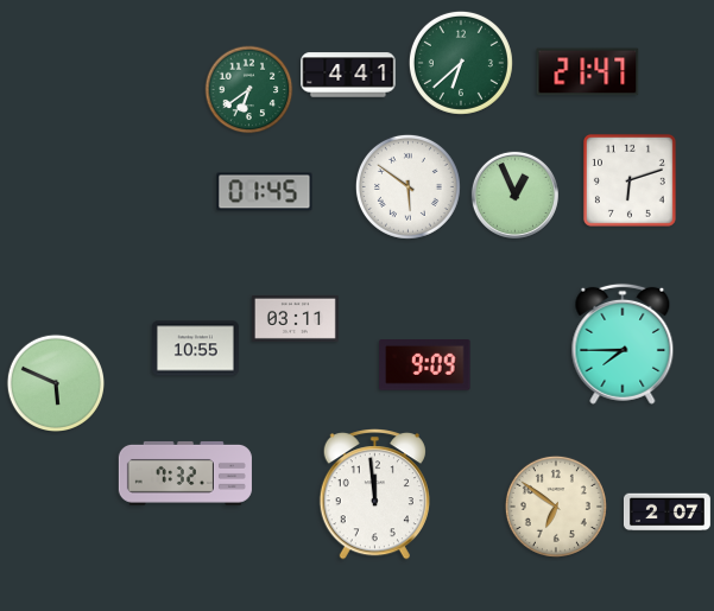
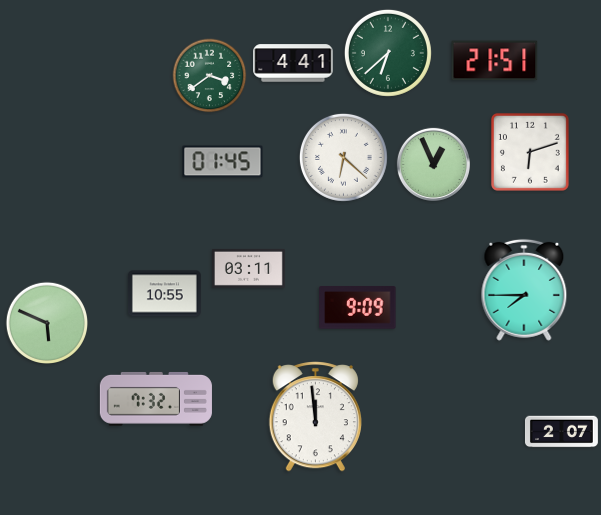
clock at (588, 72): 21:47 -> 21:51
clock at (249, 90): 6:39 -> 3:39
clock at (407, 186): 5:51 -> 6:22
clock at (556, 507): 6:51 -> none
